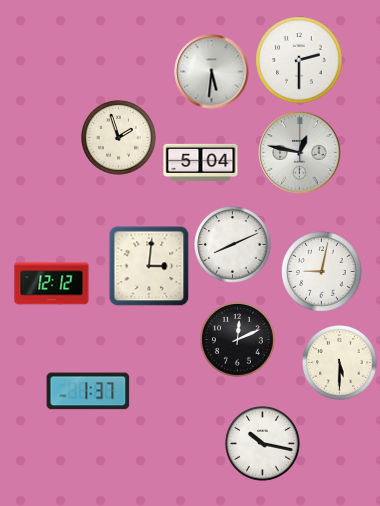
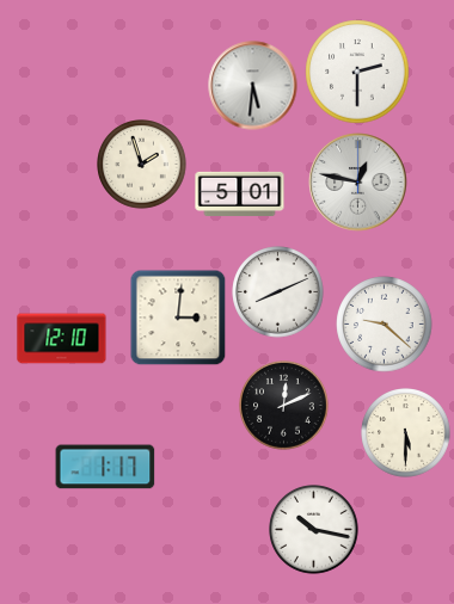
clock at (201, 163): 5:04 -> 5:01
clock at (322, 272): 9:02 -> 9:22
clock at (52, 284): 12:12 -> 12:10
clock at (88, 391): 1:37 -> 1:17
